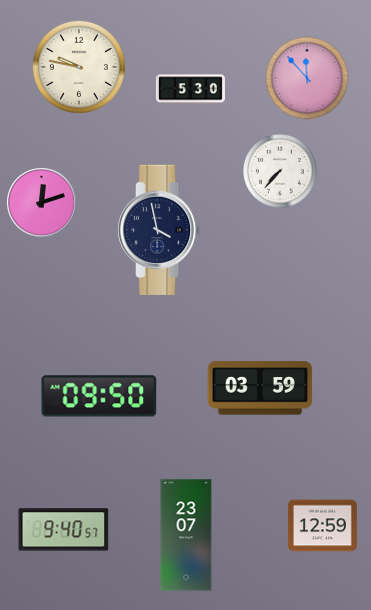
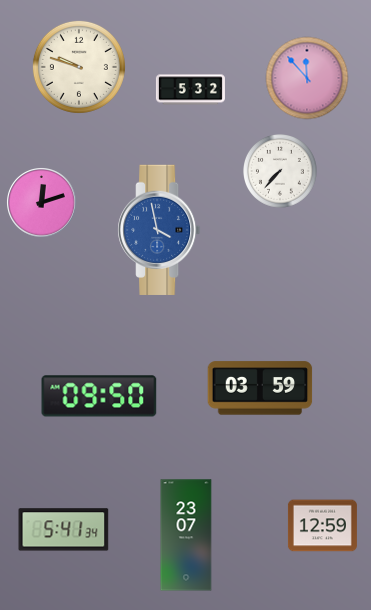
clock at (79, 67): 9:47 -> 9:48
clock at (190, 90): 5:30 -> 5:32
clock at (159, 230) dial: navy -> blue
clock at (64, 530): 9:40 -> 5:41
